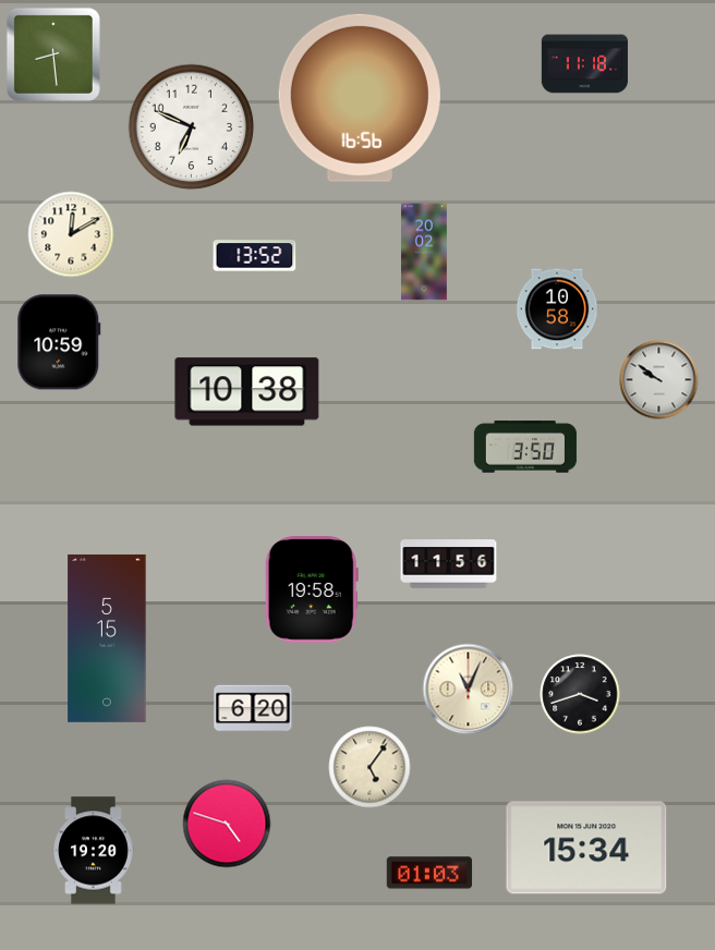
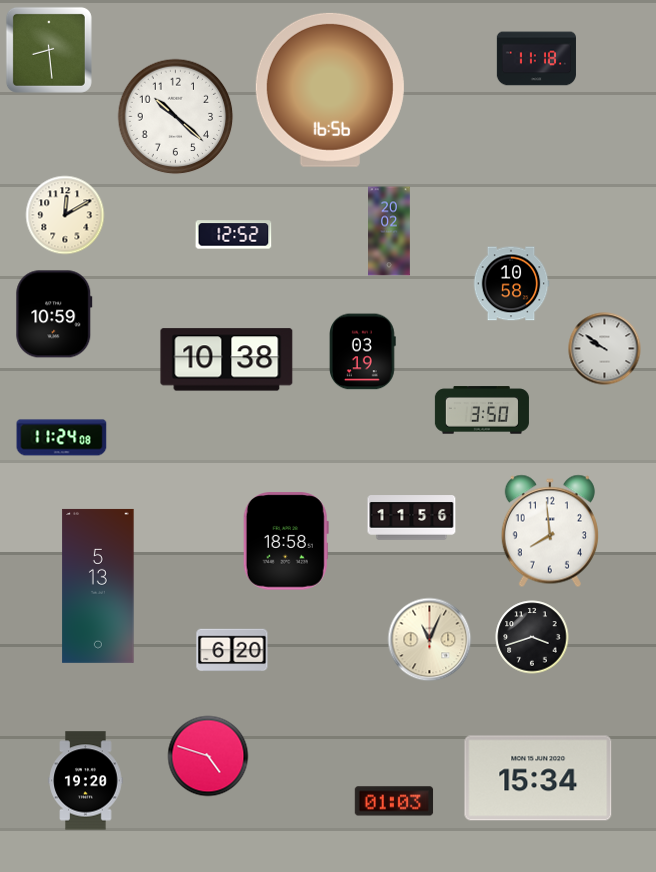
clock at (192, 127): 6:49 -> 10:22
clock at (255, 256): 13:52 -> 12:52
clock at (363, 352): none -> 03:19
clock at (62, 438): none -> 11:24
clock at (550, 531): none -> 7:59
clock at (312, 589): 19:58 -> 18:58
clock at (107, 638): 5:15 -> 5:13
clock at (469, 690) position: (469, 690) -> (430, 640)
clock at (369, 767): 5:06 -> none
